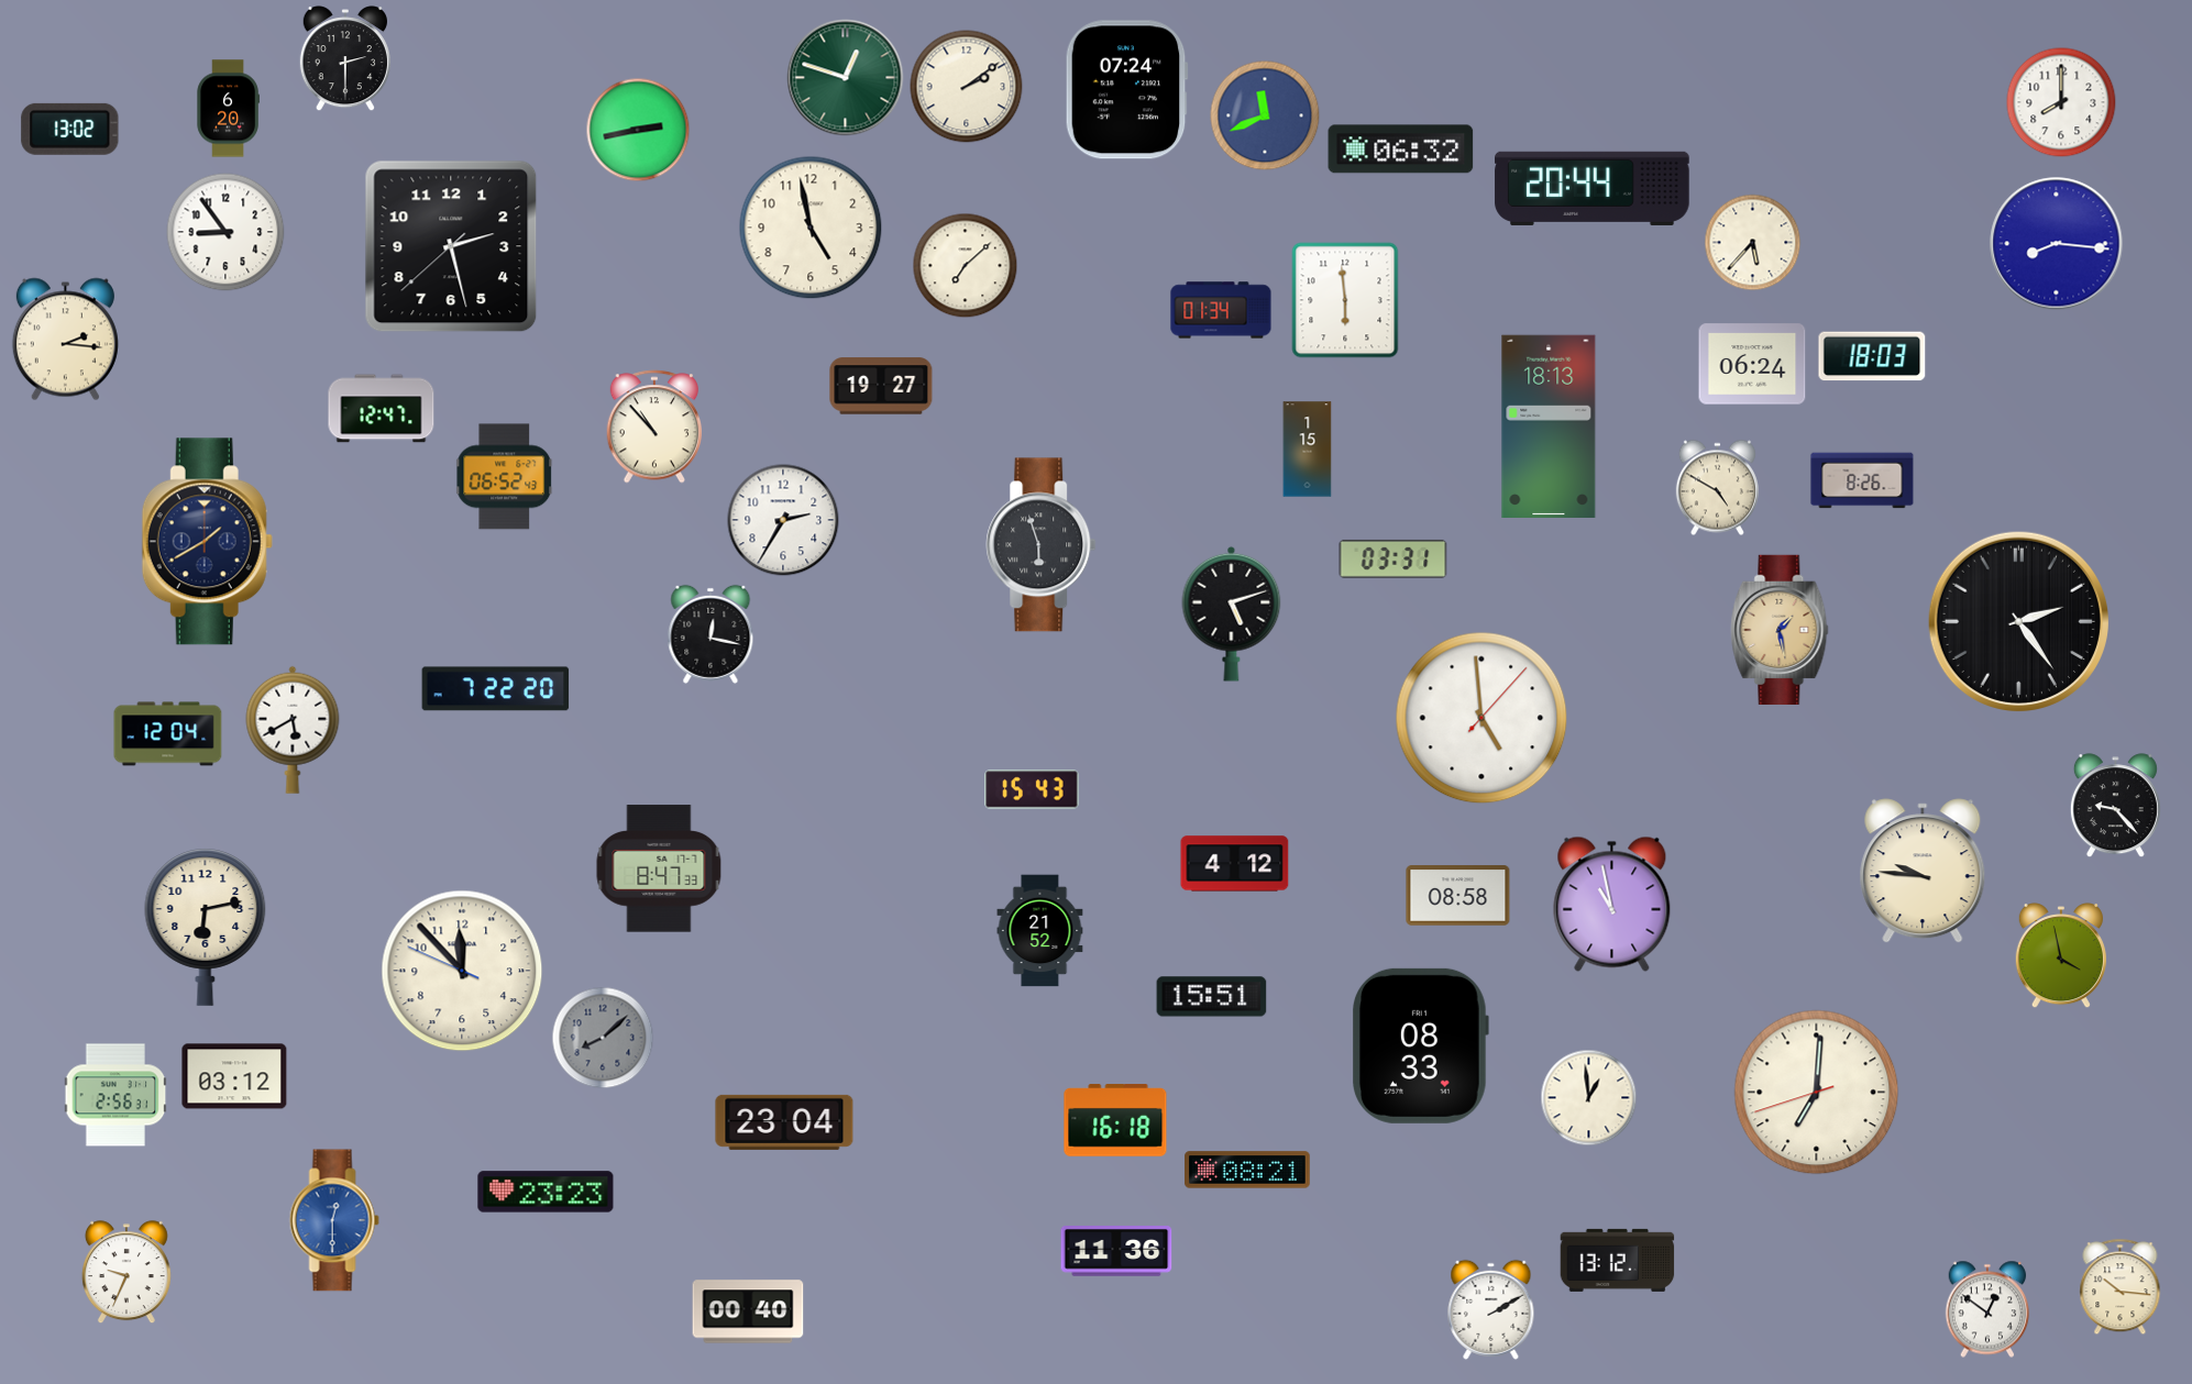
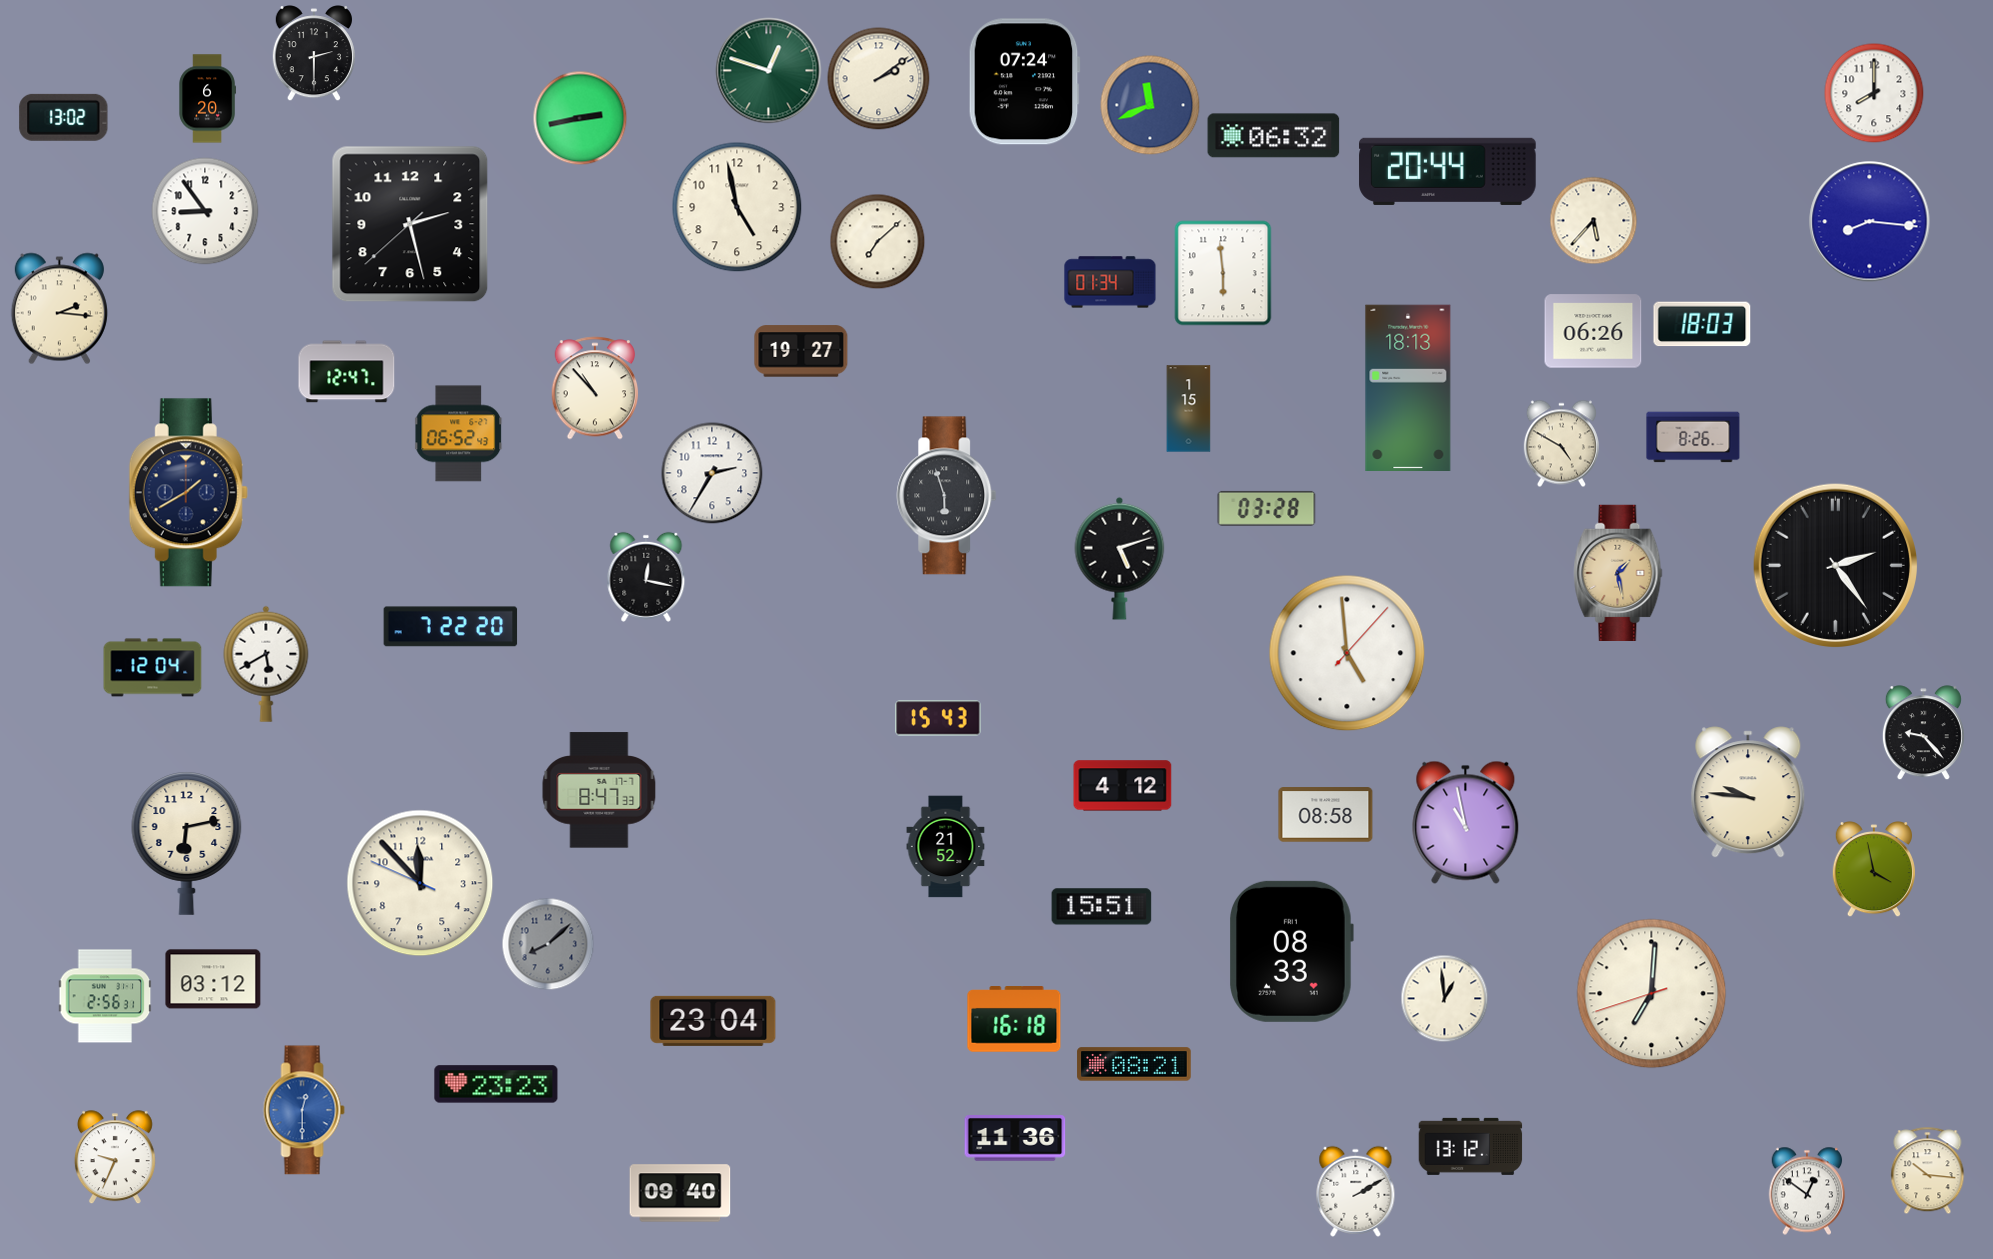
clock at (1752, 364): 06:24 -> 06:26
clock at (1394, 558): 03:31 -> 03:28
clock at (748, 1311): 00:40 -> 09:40
